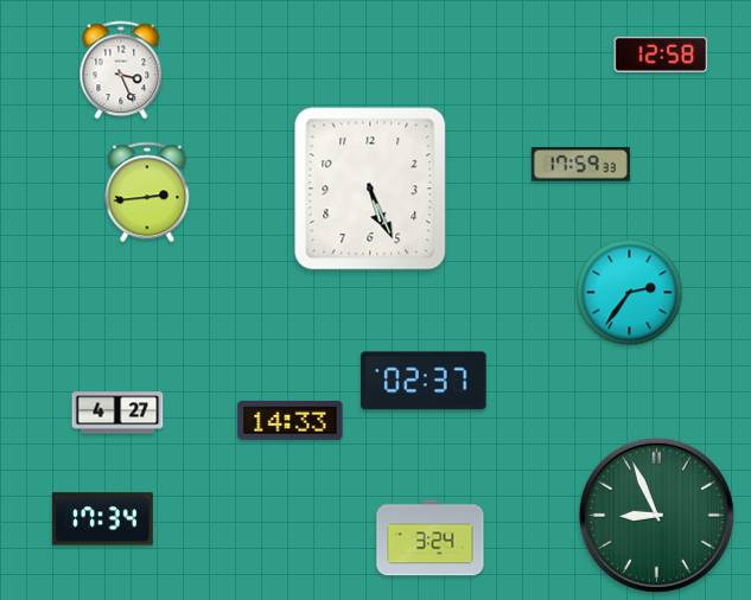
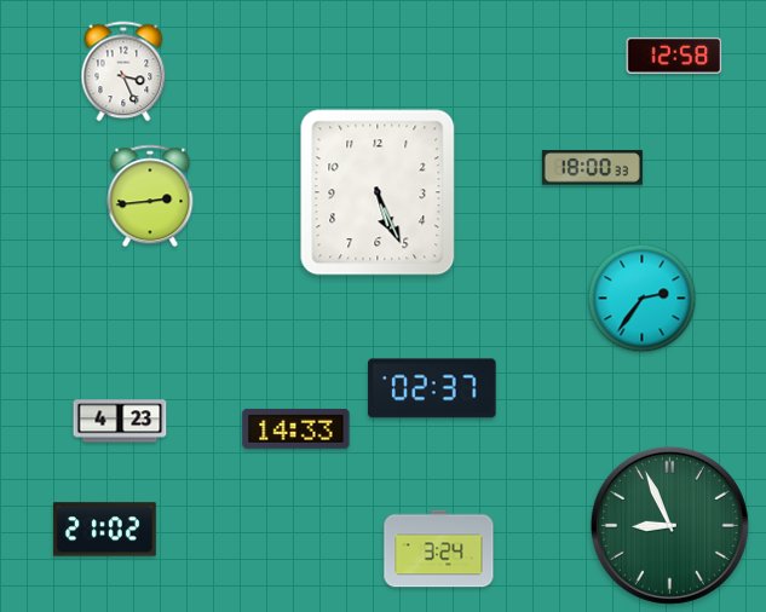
clock at (580, 165): 17:59 -> 18:00
clock at (117, 413): 4:27 -> 4:23
clock at (102, 519): 17:34 -> 21:02
